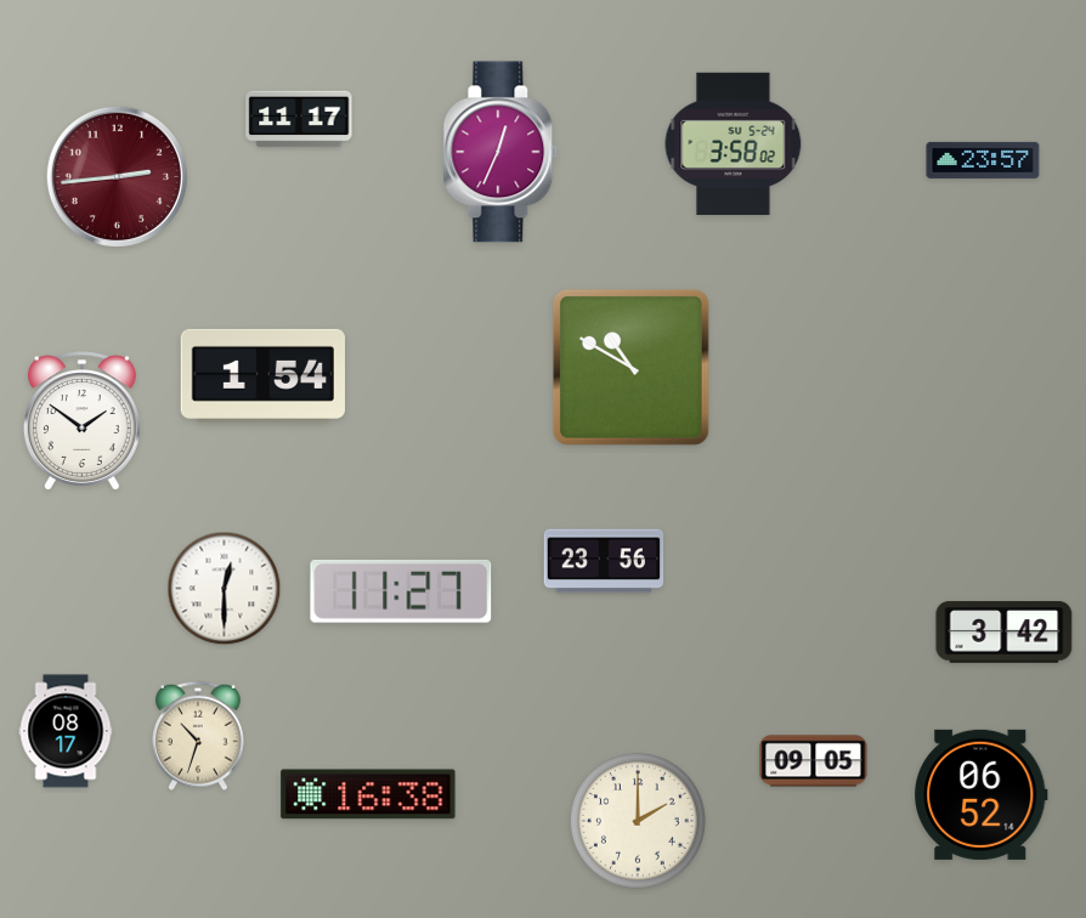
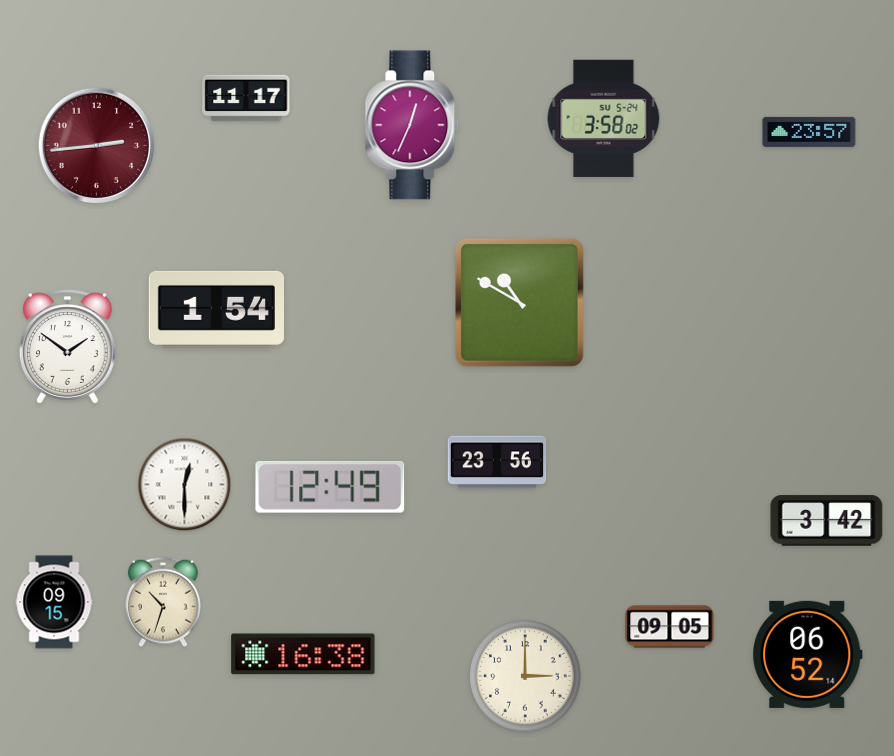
clock at (401, 591): 11:27 -> 12:49
clock at (66, 731): 08:17 -> 09:15
clock at (199, 736) position: (199, 736) -> (164, 602)
clock at (638, 821): 2:00 -> 3:00
